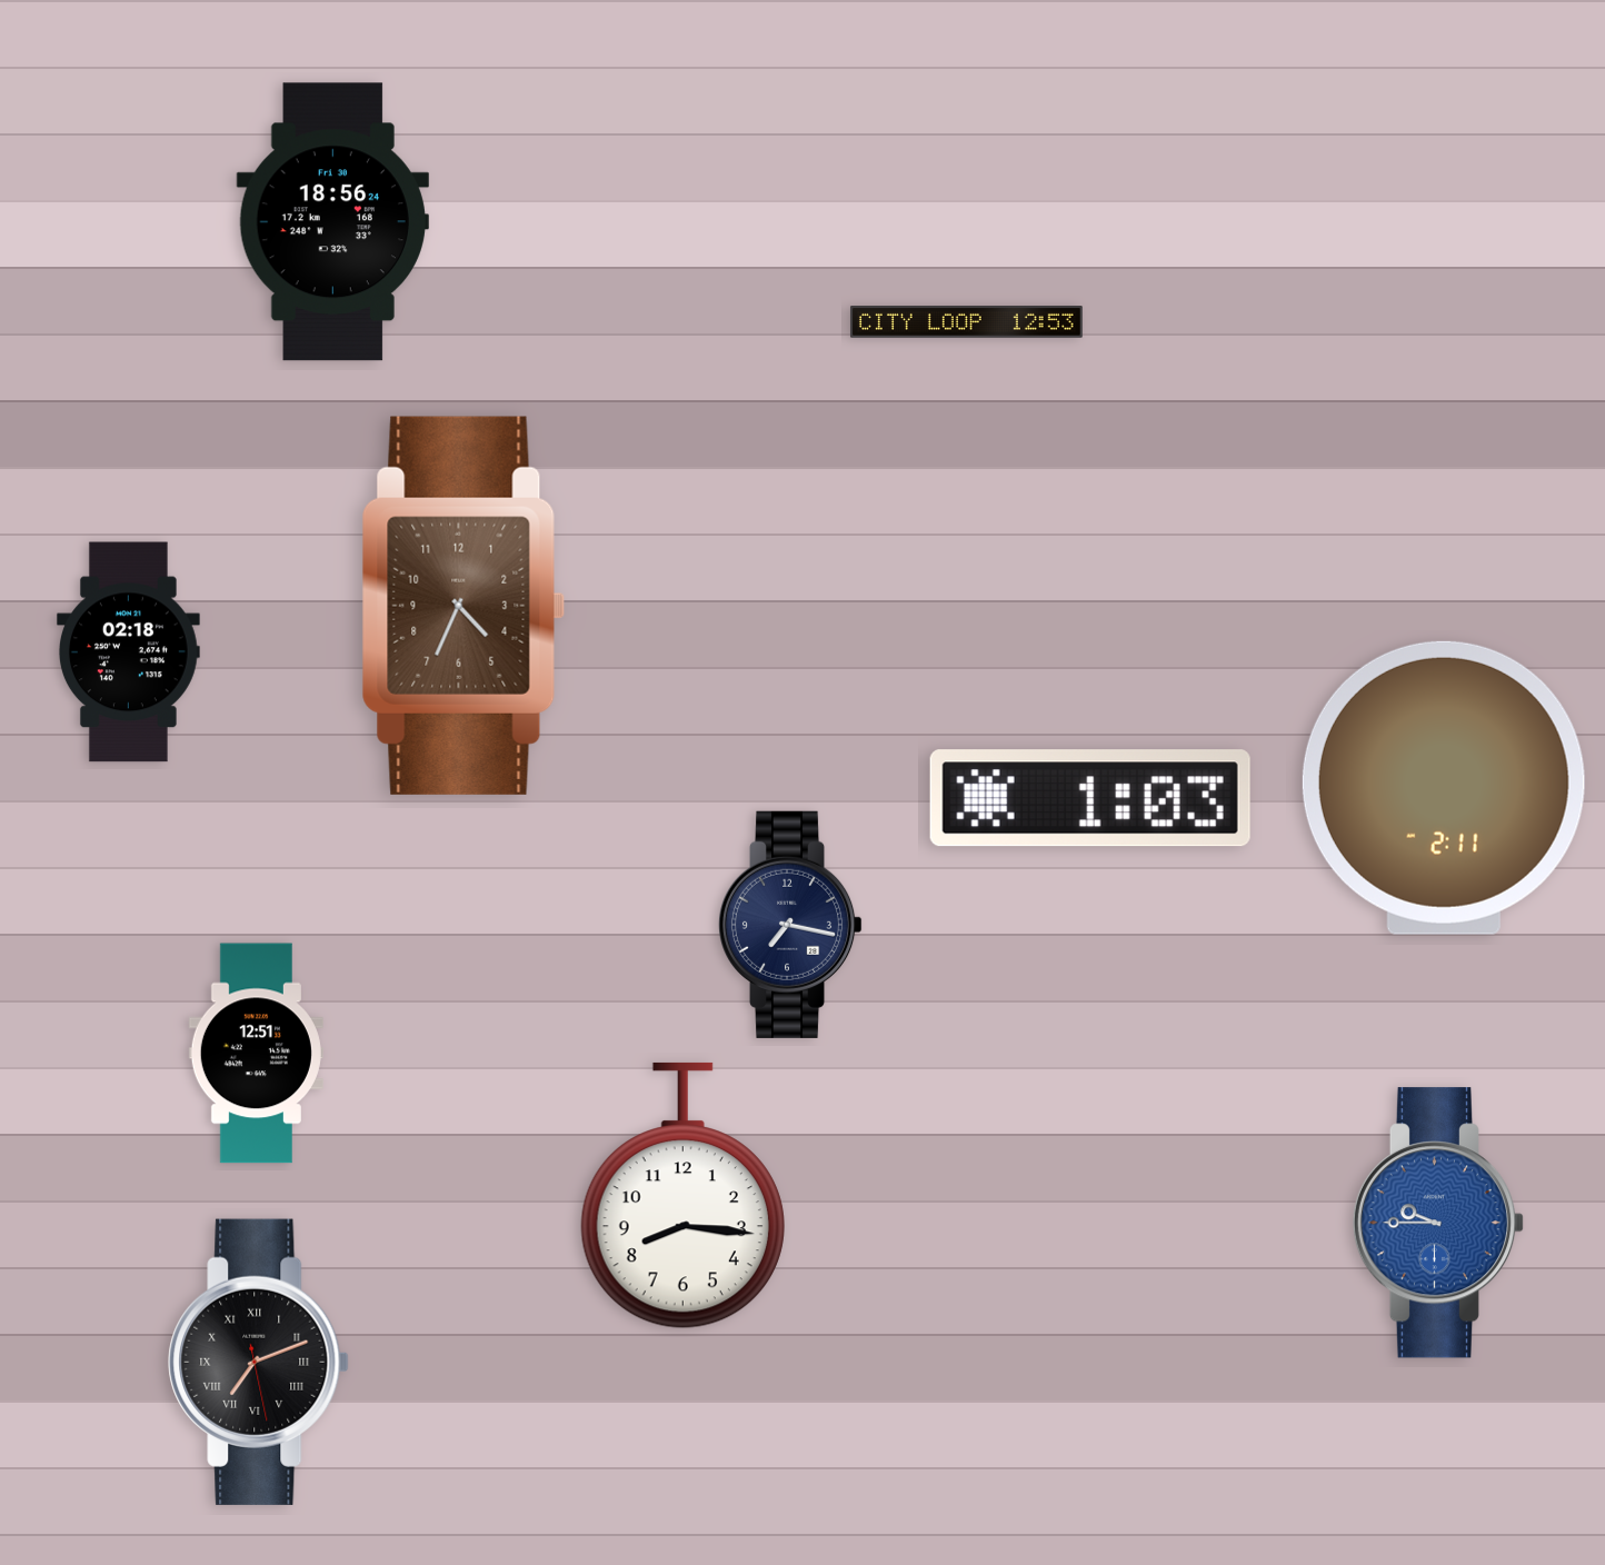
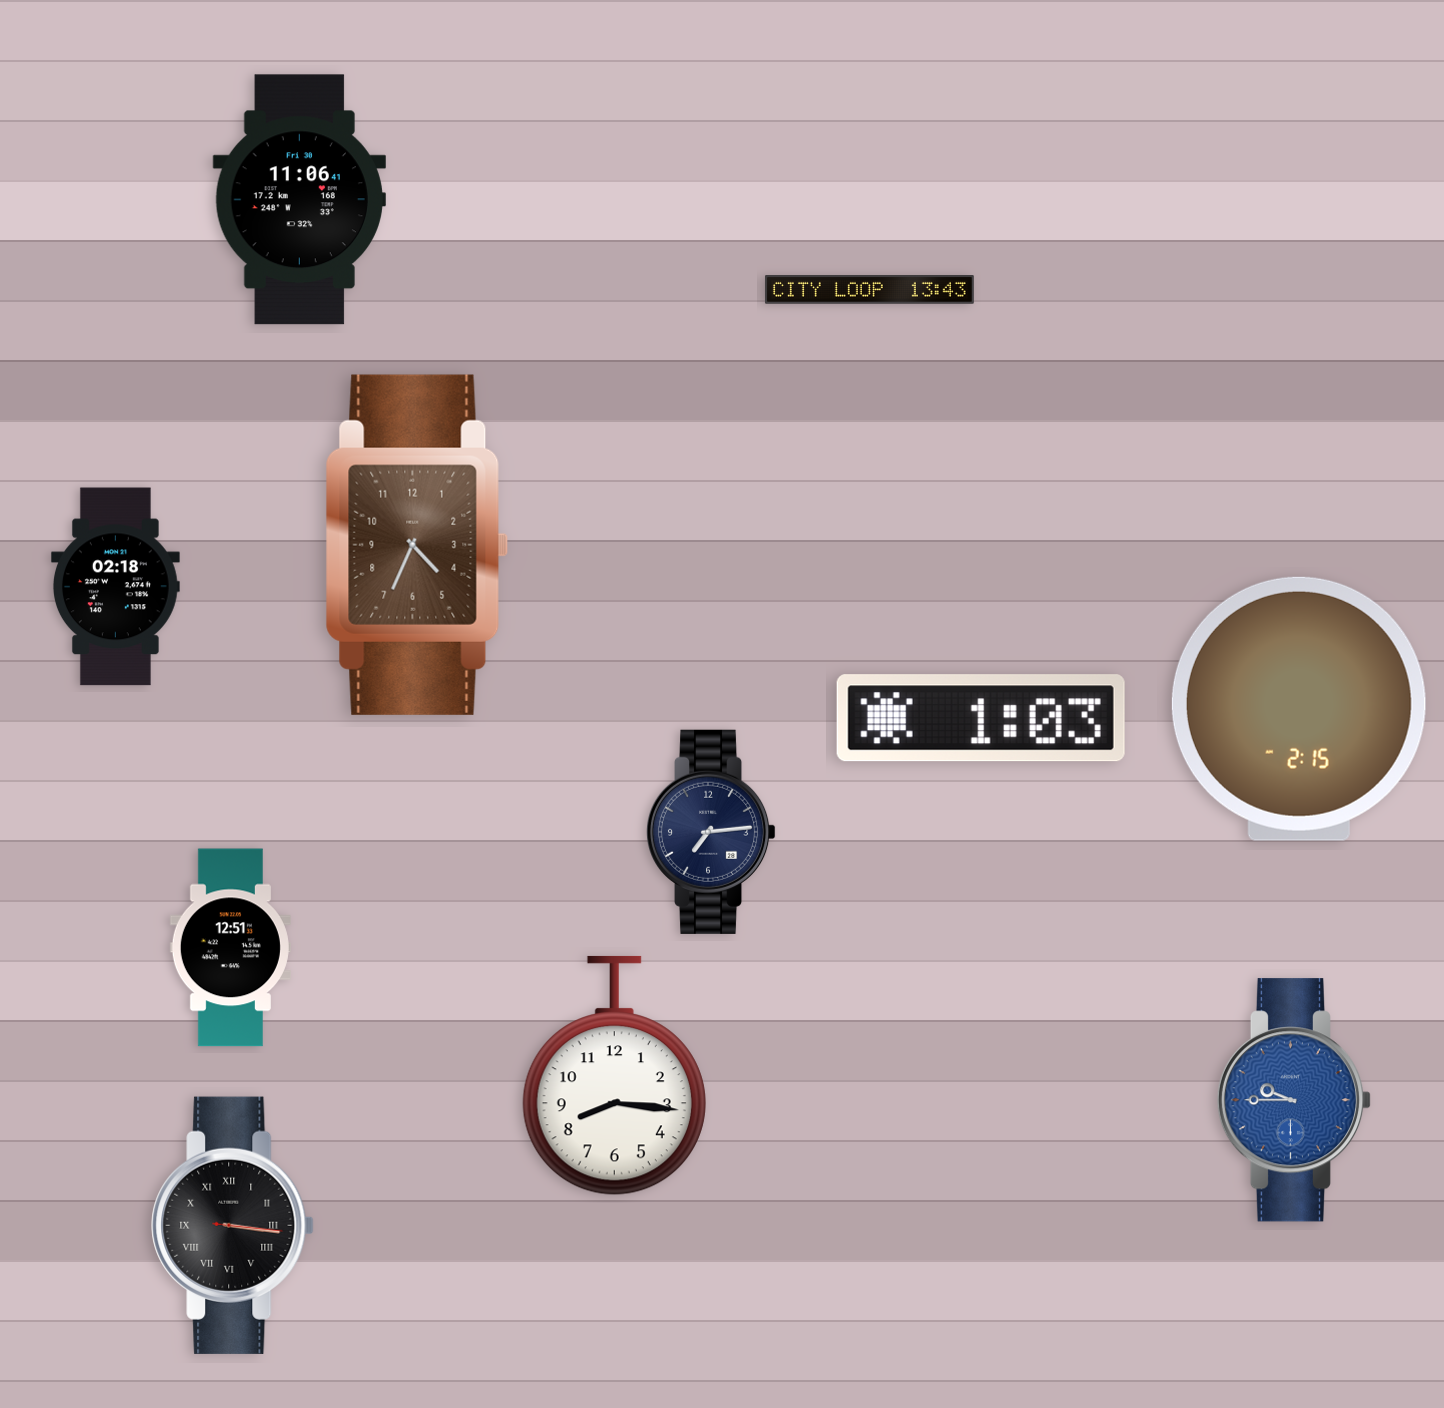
clock at (332, 222): 18:56 -> 11:06
clock at (966, 322): 12:53 -> 13:43
clock at (1444, 788): 2:11 -> 2:15
clock at (790, 925): 7:17 -> 7:14
clock at (259, 1362): 7:11 -> 3:16
